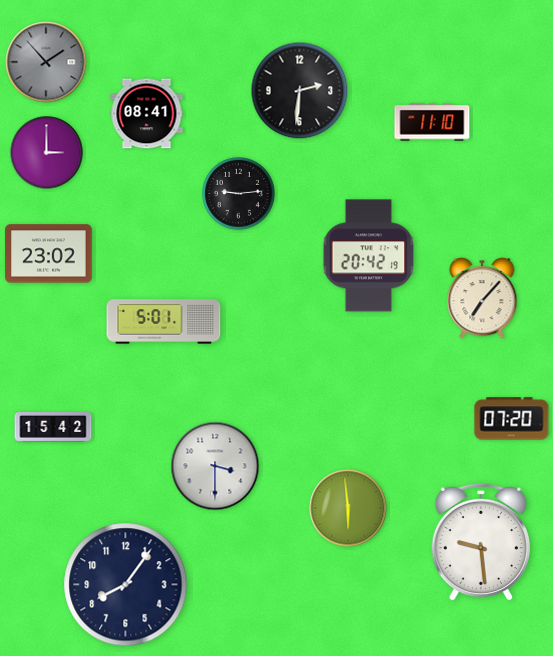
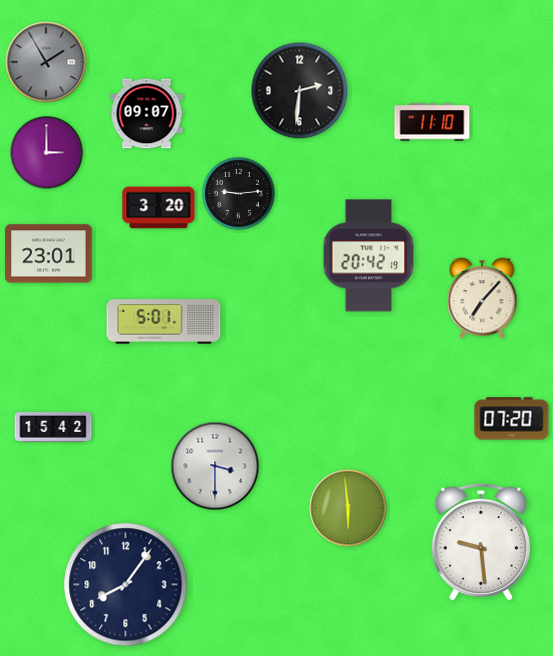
clock at (46, 62): 1:53 -> 1:55
clock at (147, 114): 08:41 -> 09:07
clock at (159, 208): none -> 3:20
clock at (49, 254): 23:02 -> 23:01
